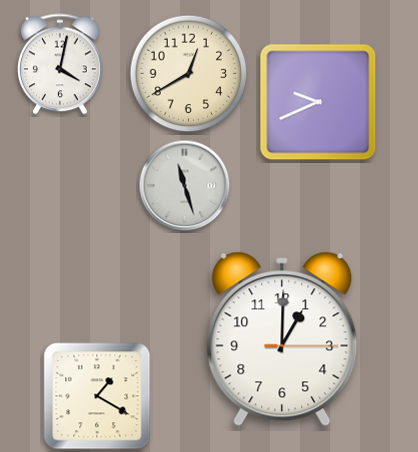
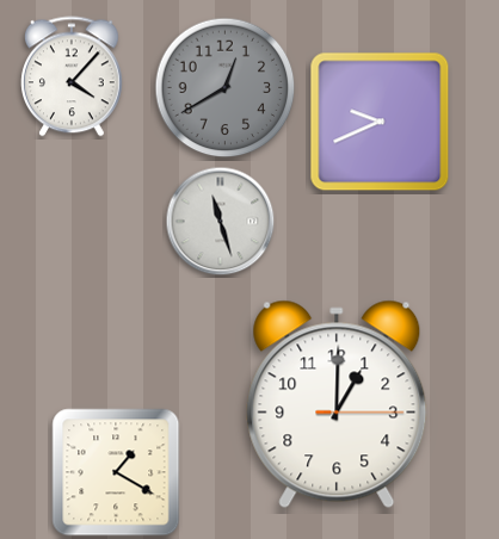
clock at (60, 64): 4:02 -> 4:07
clock at (189, 74) dial: cream -> grey
